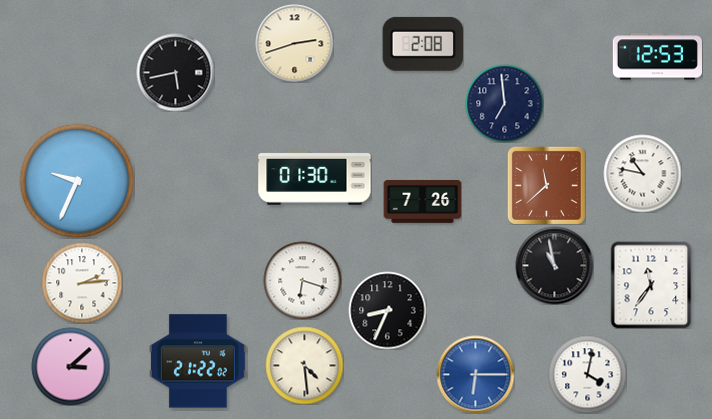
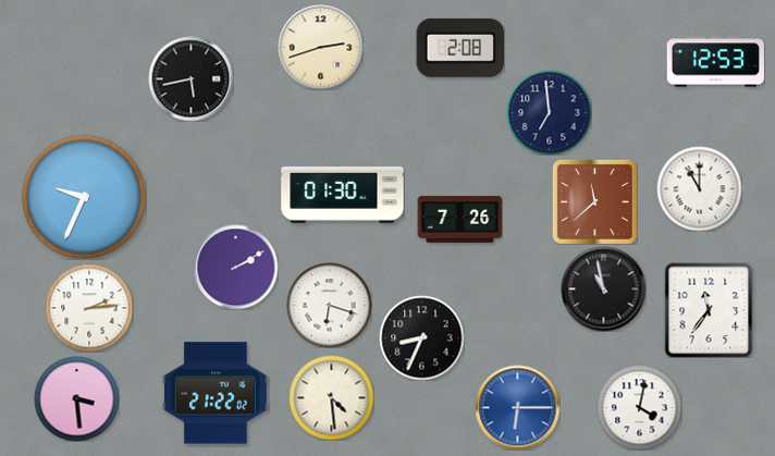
clock at (642, 173): 10:47 -> 11:00
clock at (235, 267): none -> 2:10
clock at (70, 366): 3:08 -> 3:29
